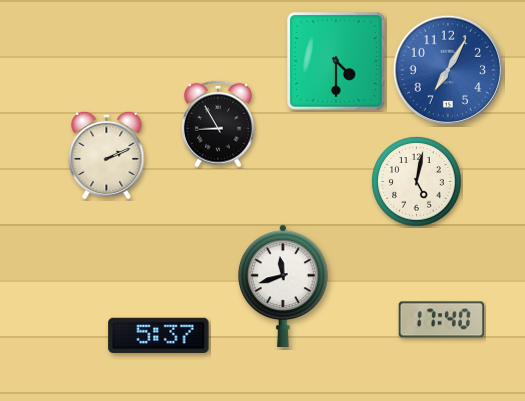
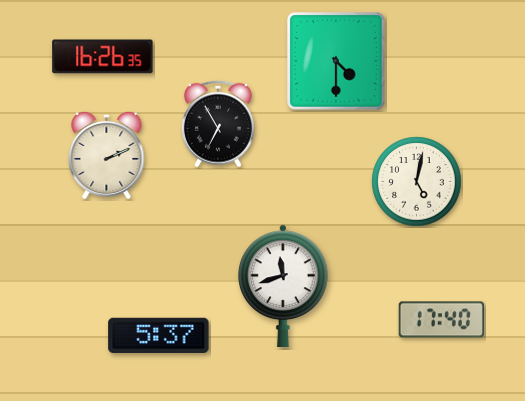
clock at (103, 57): none -> 16:26
clock at (447, 69): 7:05 -> none
clock at (218, 124): 8:55 -> 6:55
